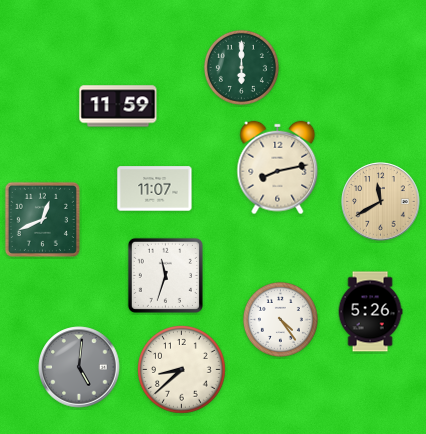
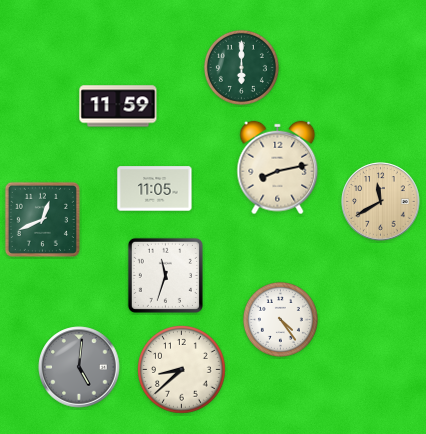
clock at (155, 189): 11:07 -> 11:05
clock at (370, 312): 5:26 -> none
